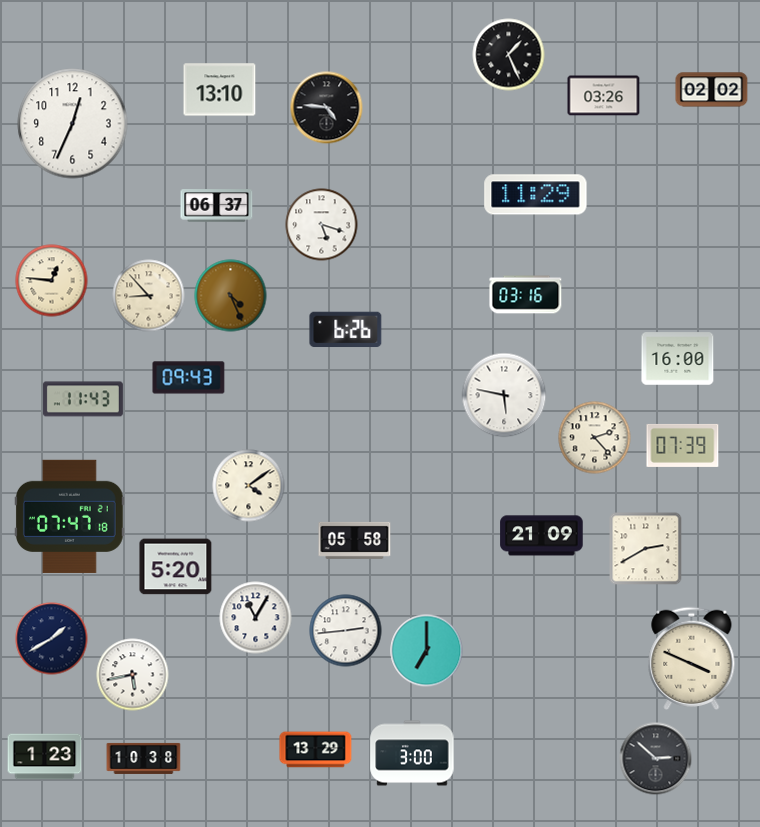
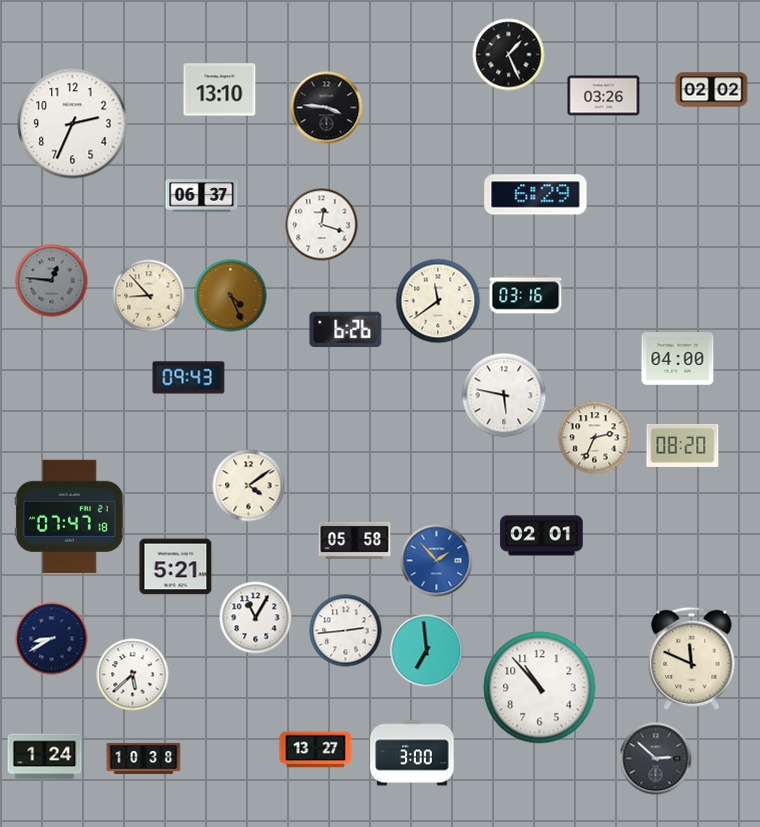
clock at (327, 108): 4:46 -> 3:46
clock at (73, 124): 12:34 -> 2:34
clock at (536, 195): 11:29 -> 6:29
clock at (217, 206) position: (217, 206) -> (202, 196)
clock at (322, 225): 5:18 -> 12:18
clock at (52, 281) dial: cream -> grey
clock at (438, 301): none -> 11:39
clock at (678, 359): 16:00 -> 04:00
clock at (83, 399): 11:43 -> none
clock at (595, 438): 2:23 -> 2:34
clock at (683, 445): 07:39 -> 08:20
clock at (542, 536): 21:09 -> 02:01
clock at (646, 549): 2:40 -> none
clock at (437, 561): none -> 1:53
clock at (176, 567): 5:20 -> 5:21
clock at (52, 639): 1:40 -> 8:40
clock at (427, 651): 7:00 -> 6:59
clock at (692, 658): 3:49 -> 11:49
clock at (133, 675): 5:43 -> 5:38
clock at (540, 688): none -> 10:53
clock at (316, 750): 13:29 -> 13:27
clock at (45, 757): 1:23 -> 1:24
